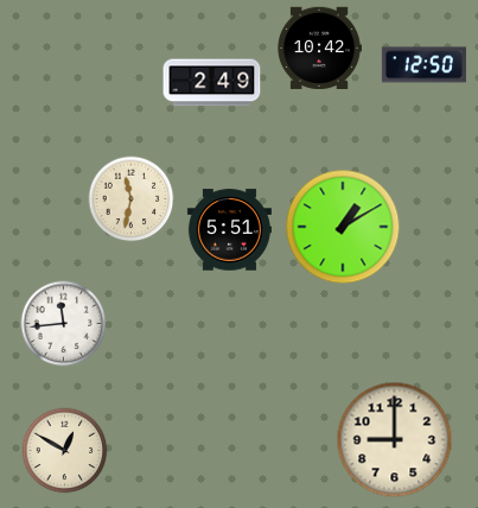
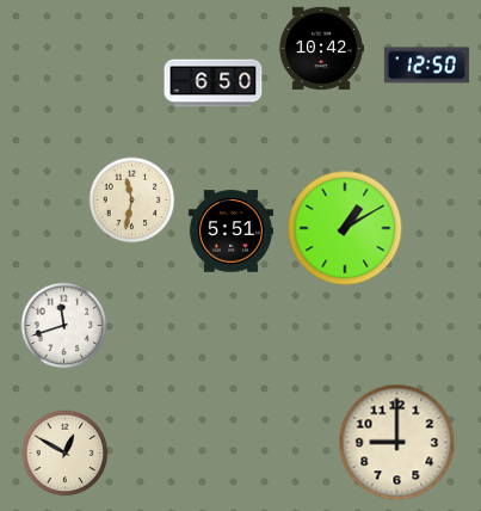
clock at (212, 83): 2:49 -> 6:50
clock at (64, 324): 11:44 -> 11:42
